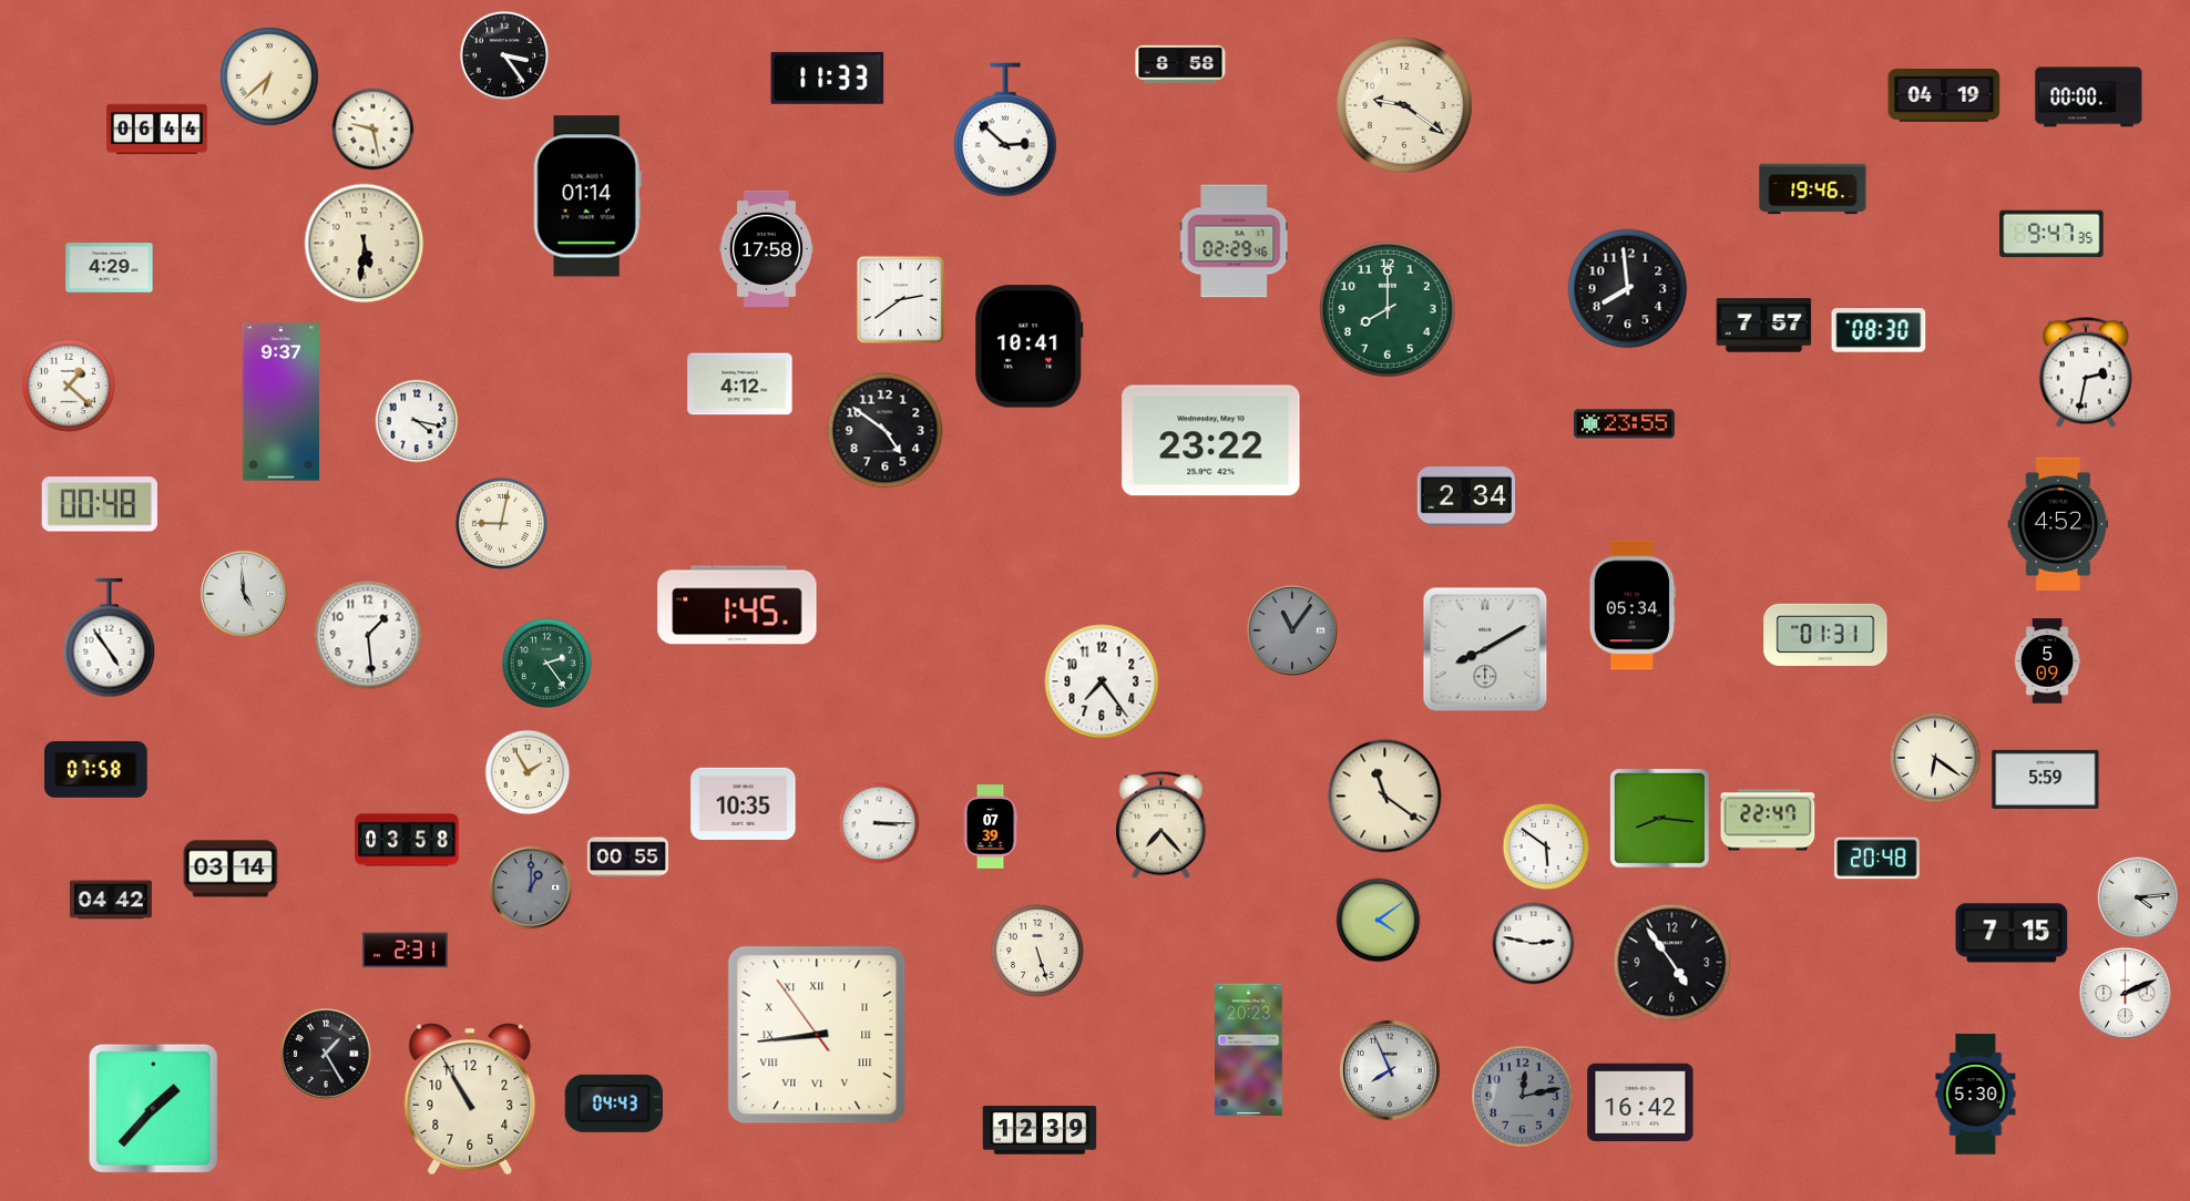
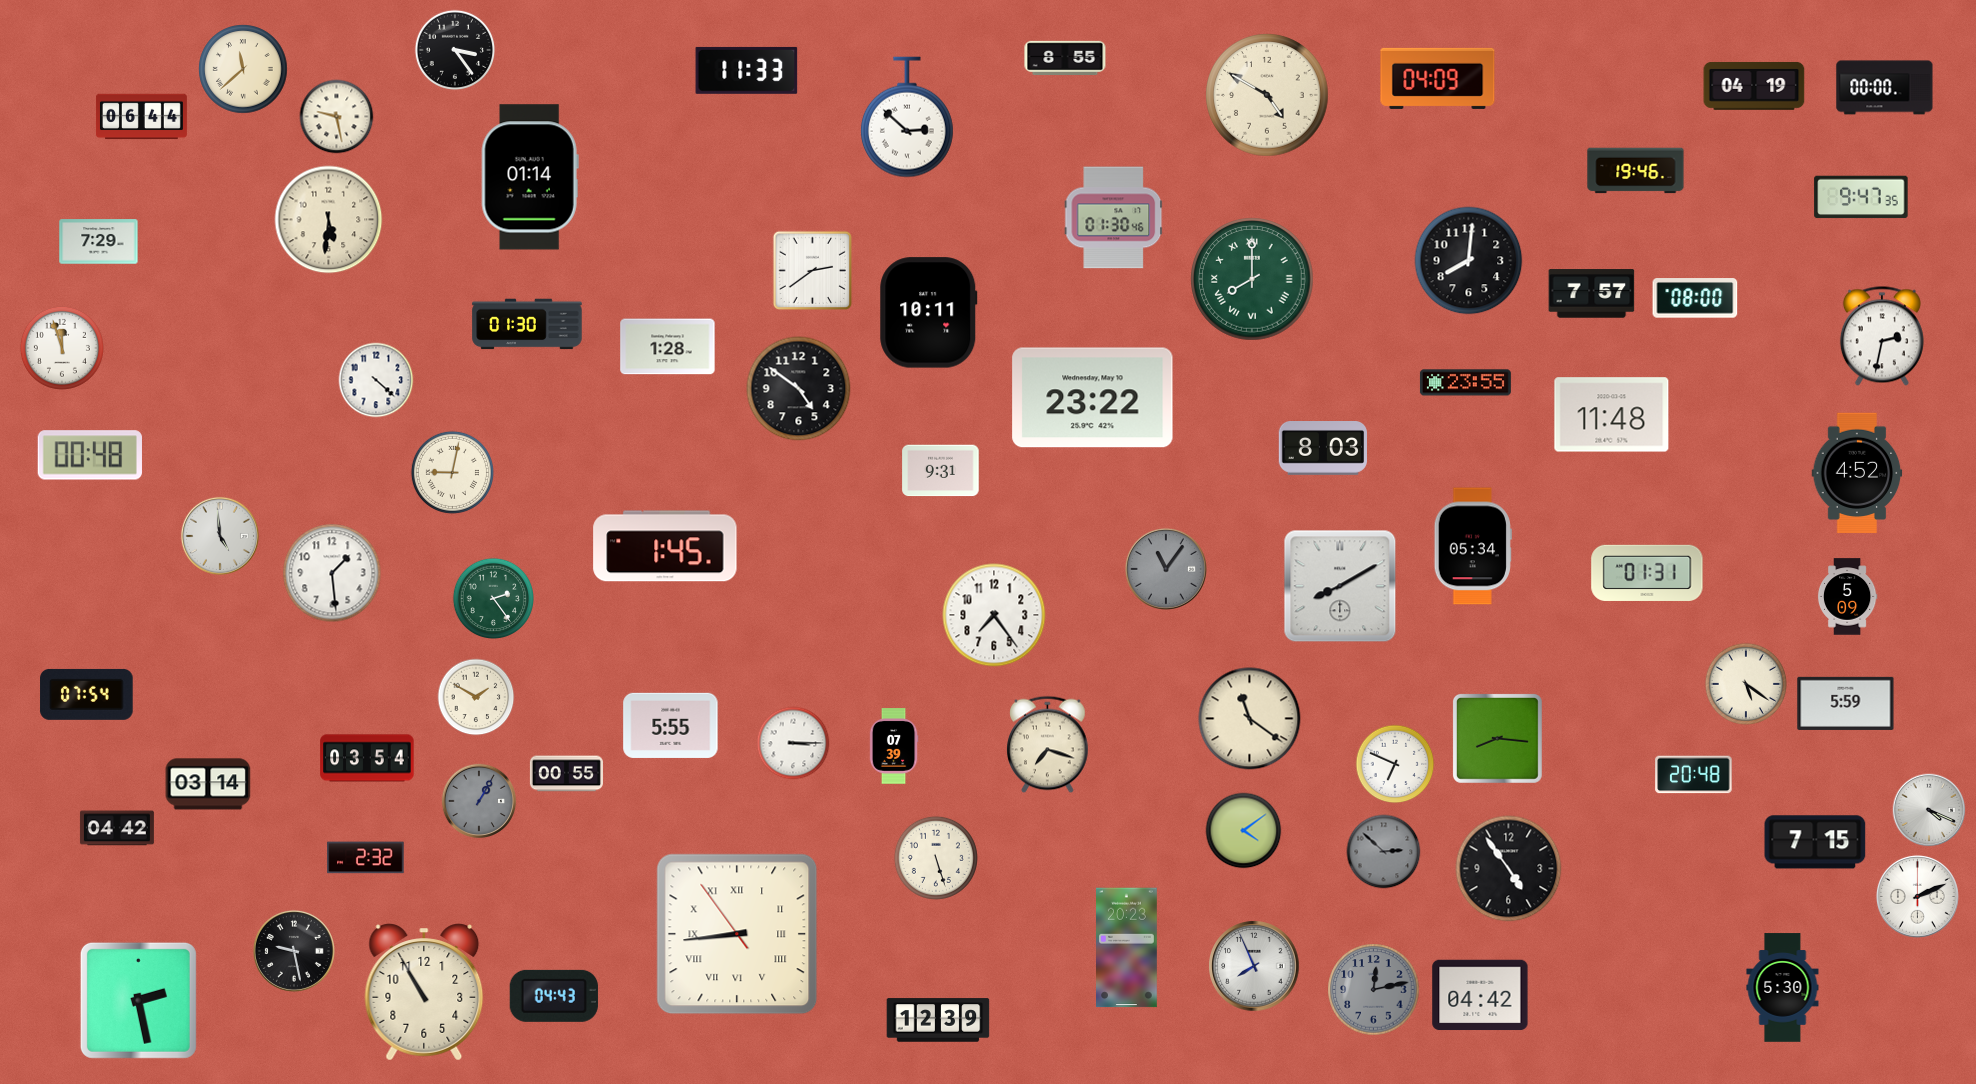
clock at (1180, 63): 8:58 -> 8:55
clock at (269, 76): 6:38 -> 11:38
clock at (1438, 78): none -> 04:09
clock at (1404, 105): 9:21 -> 4:50
clock at (2051, 234) position: (2051, 234) -> (1861, 197)
clock at (1235, 242): 02:29 -> 01:30
clock at (766, 248): 17:58 -> none
clock at (110, 268): 4:29 -> 7:29
clock at (1628, 289): 7:59 -> 8:01
clock at (1388, 309) numerals: Arabic -> Roman
clock at (1879, 330): 08:30 -> 08:00
clock at (1030, 347): 10:41 -> 10:11
clock at (527, 324): none -> 01:30
clock at (740, 384): 4:12 -> 1:28
clock at (69, 386): 1:22 -> 11:57
clock at (280, 402): 9:37 -> none
clock at (417, 421): 4:17 -> 4:22
clock at (1612, 415): none -> 11:48
clock at (1465, 497): 2:34 -> 8:03
clock at (941, 471): none -> 9:31
clock at (110, 638): 4:54 -> none
clock at (1935, 758): 6:21 -> 5:21
clock at (96, 769): 07:58 -> 07:54
clock at (528, 772): 1:55 -> 1:50
clock at (744, 803): 10:35 -> 5:55
clock at (1768, 820): 22:47 -> none
clock at (1161, 825): 7:23 -> 7:18
clock at (407, 840): 03:58 -> 03:54
clock at (1546, 846): 5:51 -> 6:49
clock at (531, 887): 1:00 -> 1:05
clock at (2138, 897): 4:14 -> 4:19
clock at (111, 900) position: (111, 900) -> (117, 828)
clock at (1534, 944): 2:47 -> 2:52
clock at (1534, 944) dial: white -> grey
clock at (406, 951): 2:31 -> 2:32
clock at (326, 1054): 1:25 -> 9:28
clock at (1640, 1102): 16:42 -> 04:42
clock at (153, 1108): 1:37 -> 2:28
